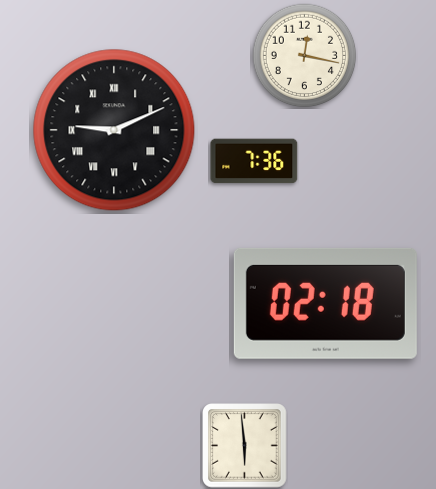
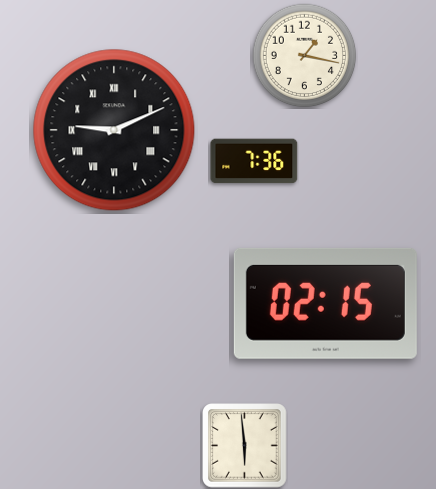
clock at (305, 56): 12:17 -> 1:17
clock at (325, 303): 02:18 -> 02:15
